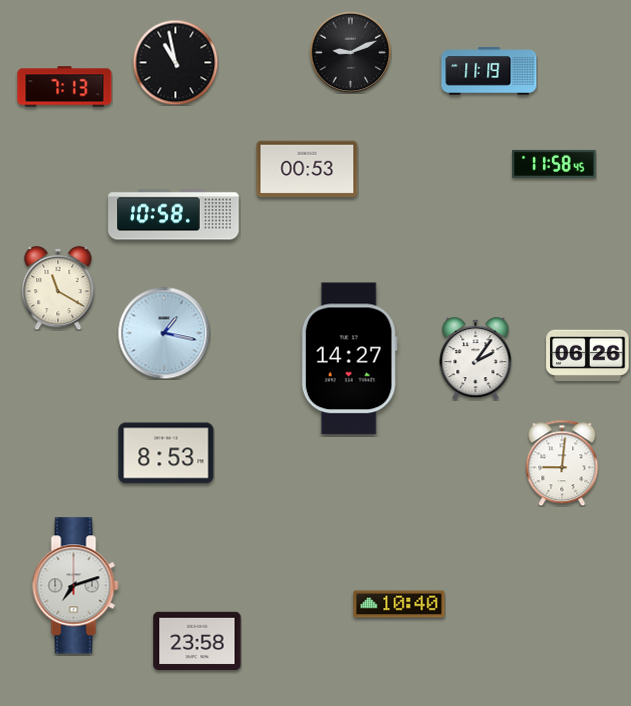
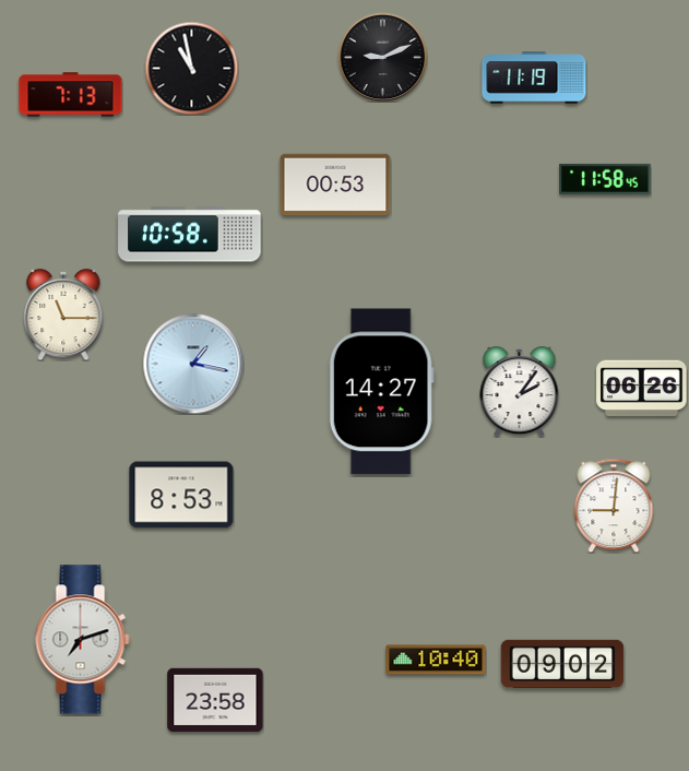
clock at (58, 288): 11:20 -> 11:15
clock at (164, 333) position: (164, 333) -> (193, 364)
clock at (562, 664): none -> 09:02
